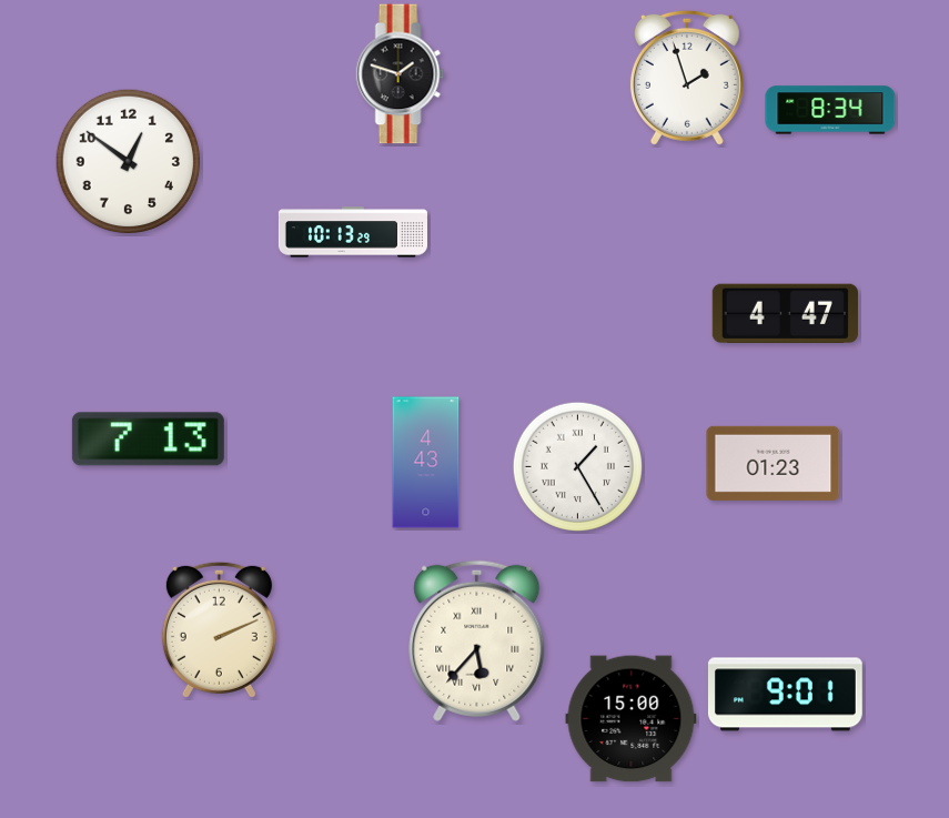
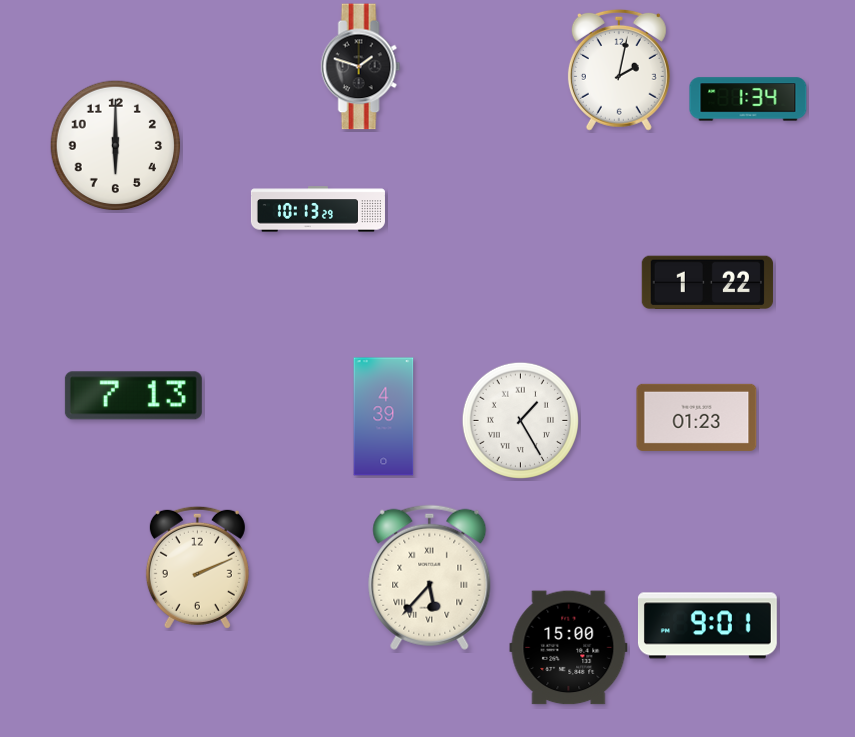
clock at (687, 78): 1:57 -> 2:02
clock at (830, 110): 8:34 -> 1:34
clock at (129, 162): 12:51 -> 6:00
clock at (785, 313): 4:47 -> 1:22
clock at (426, 463): 4:43 -> 4:39
